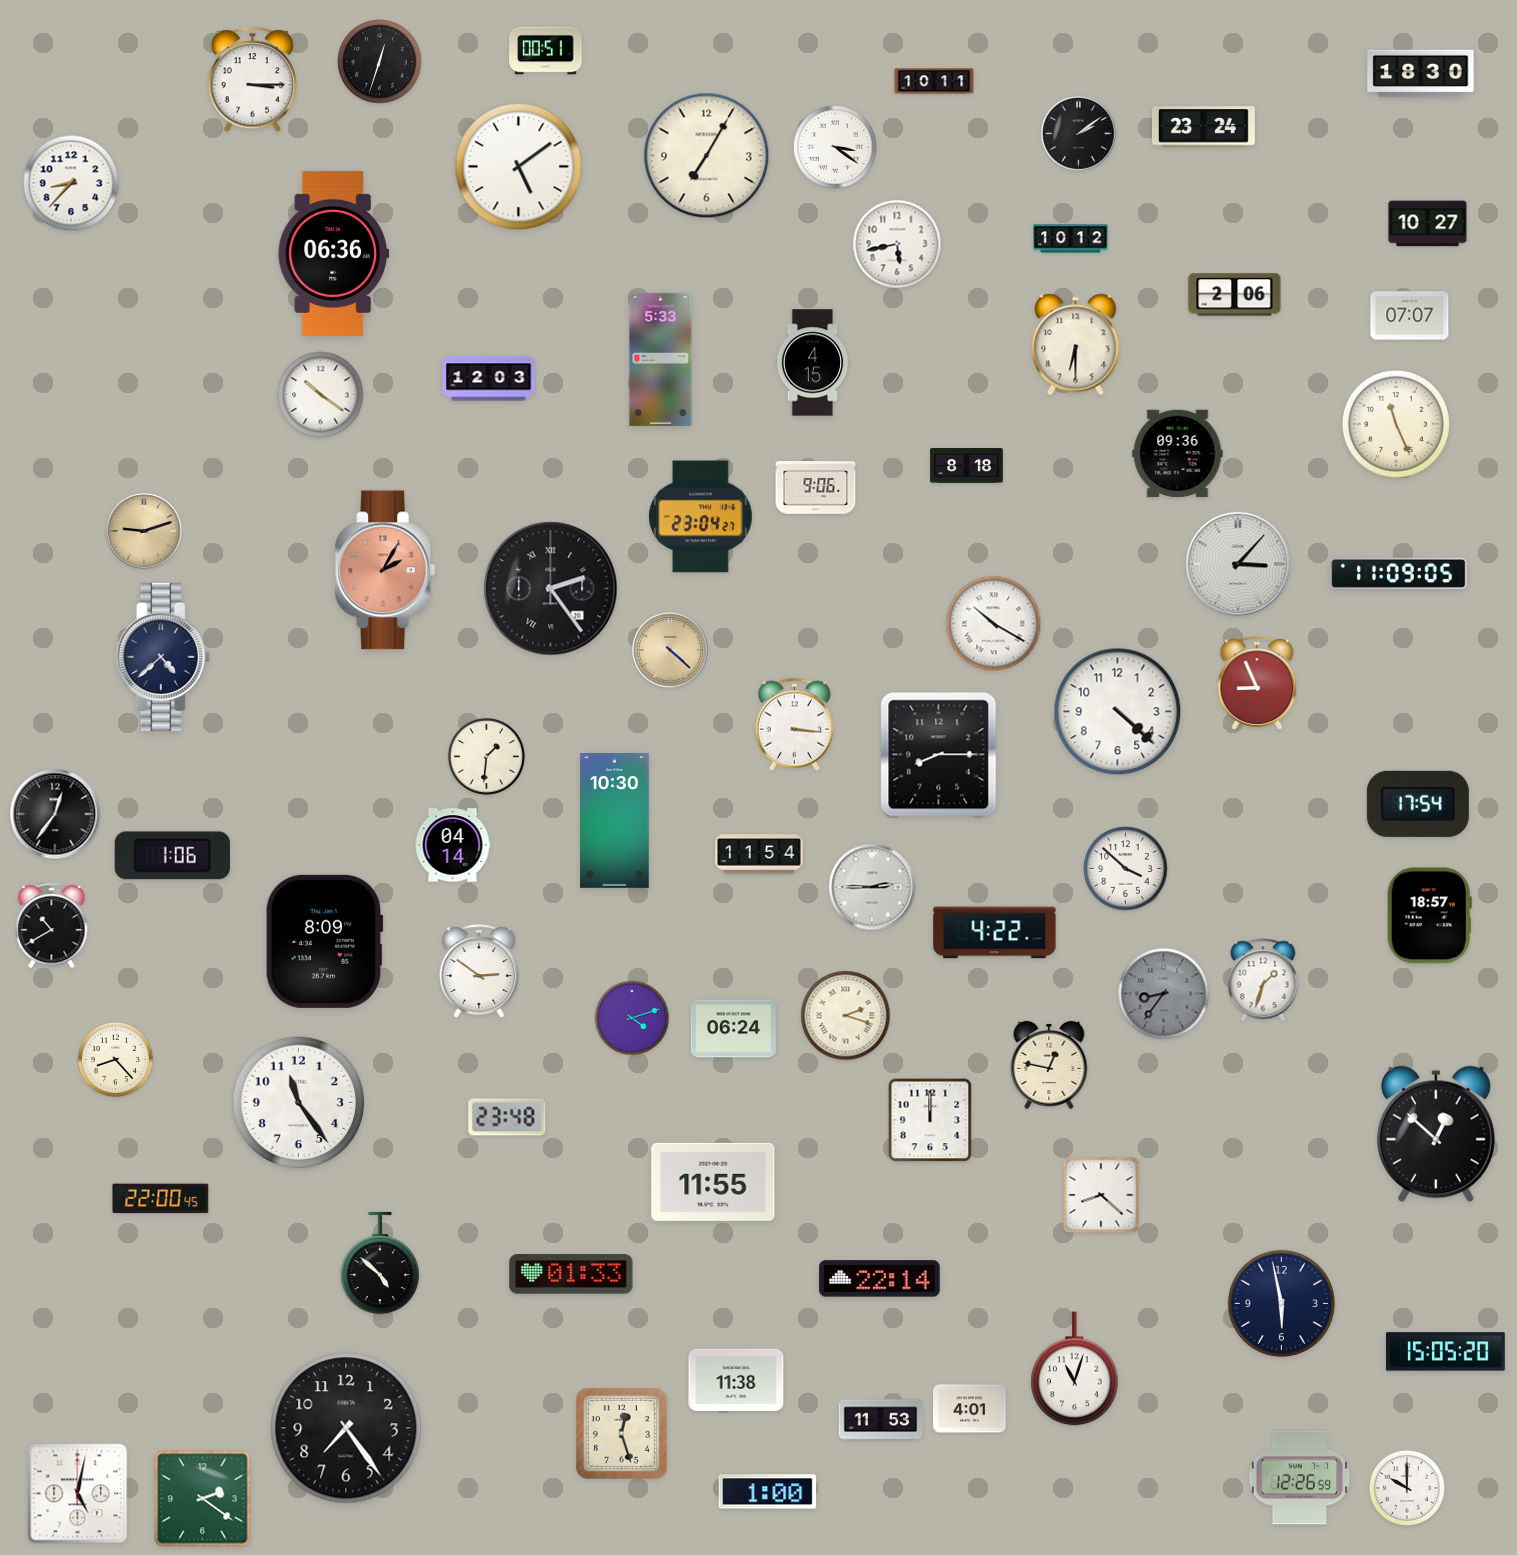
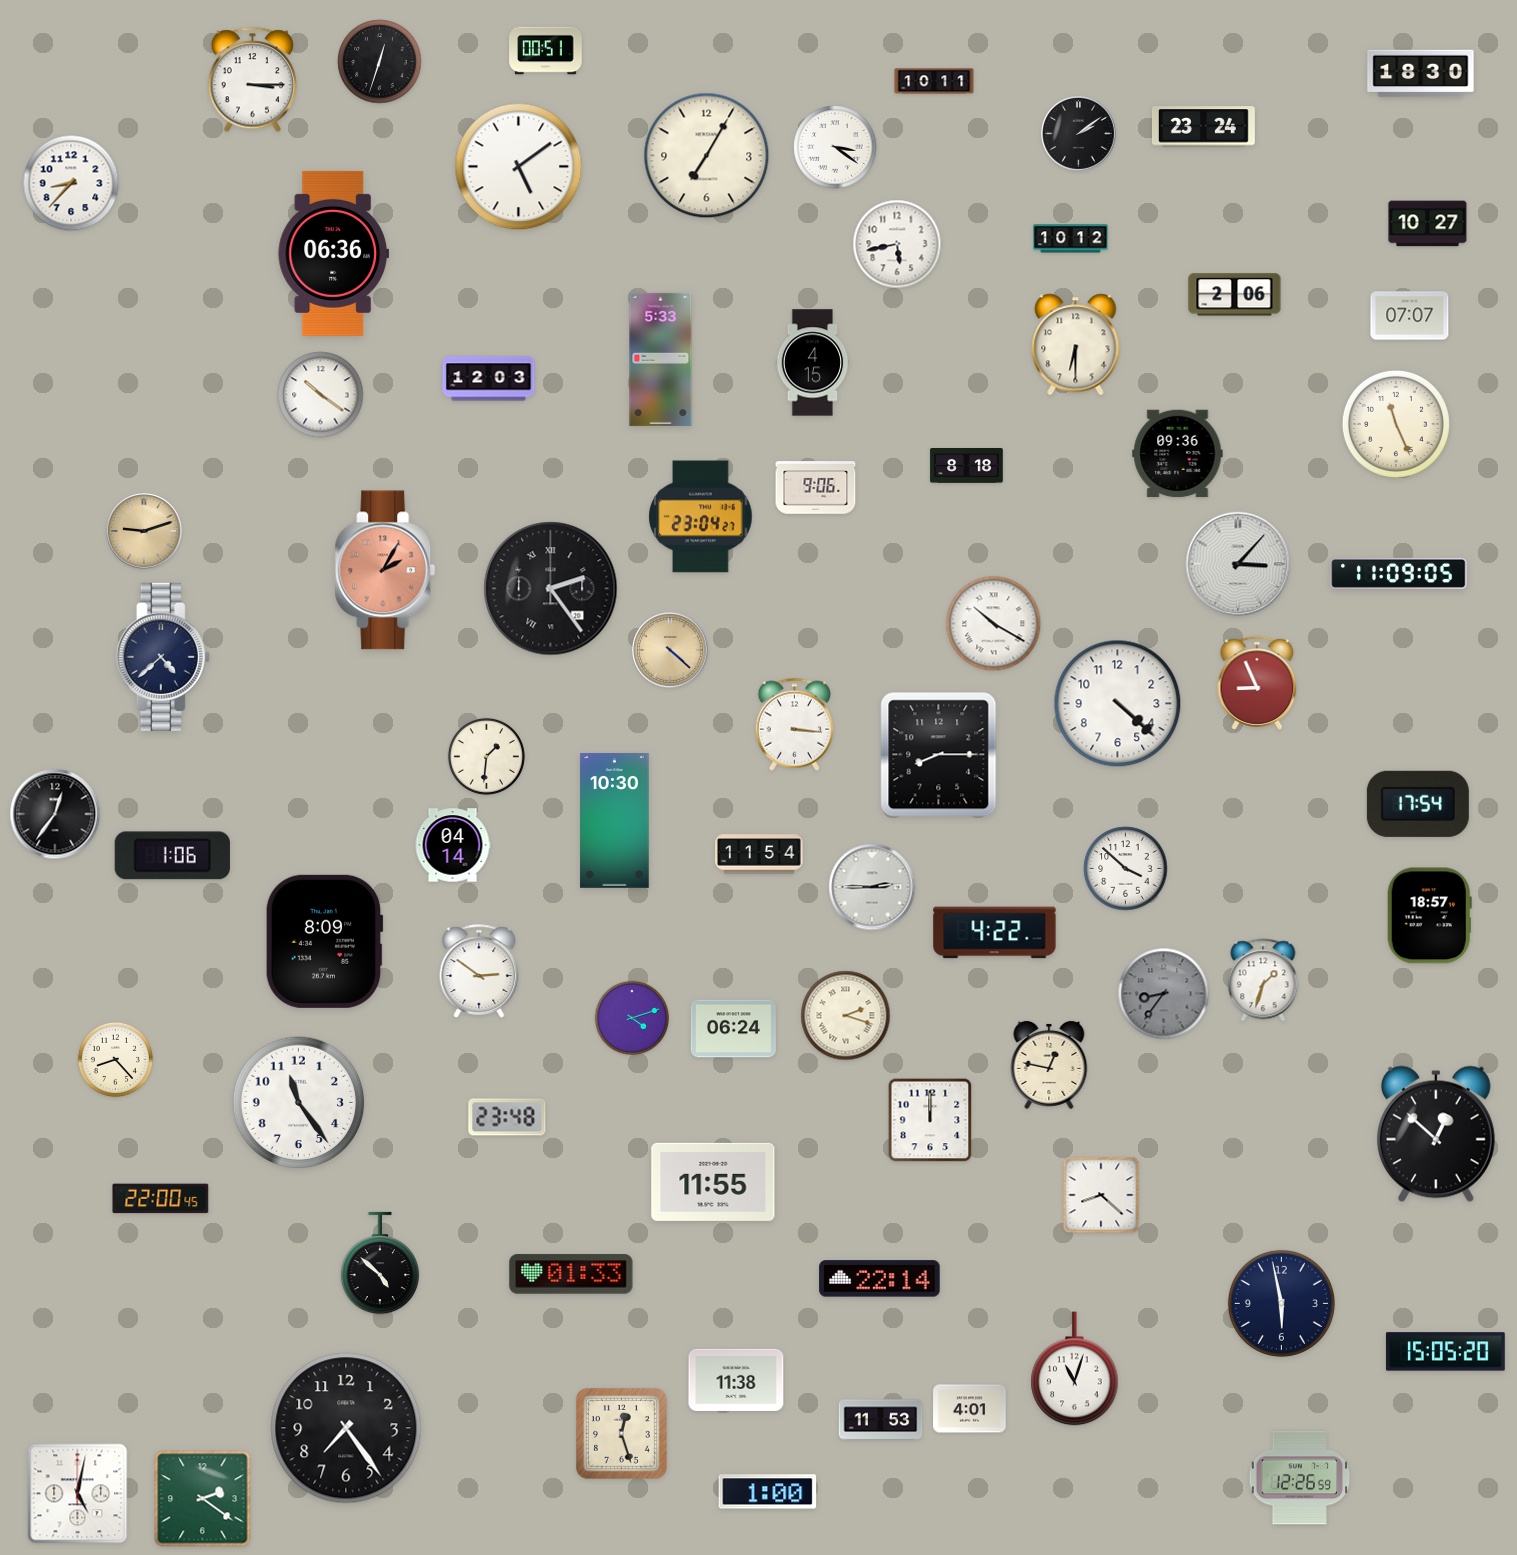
clock at (1118, 712) position: (1118, 712) -> (1118, 704)
clock at (52, 926): 10:40 -> none
clock at (1407, 1488): 10:00 -> none
